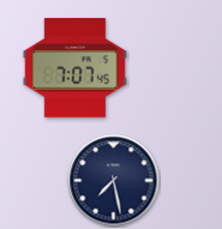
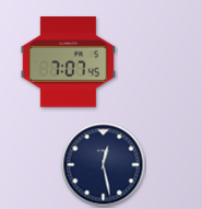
clock at (114, 181): 7:28 -> 12:28
